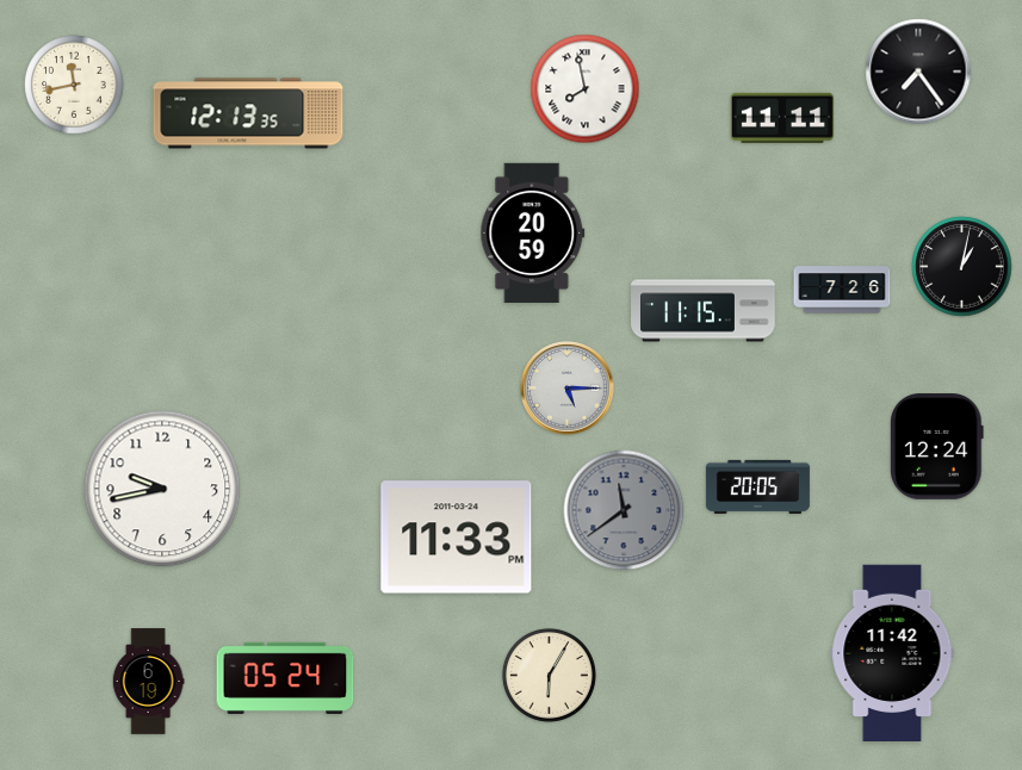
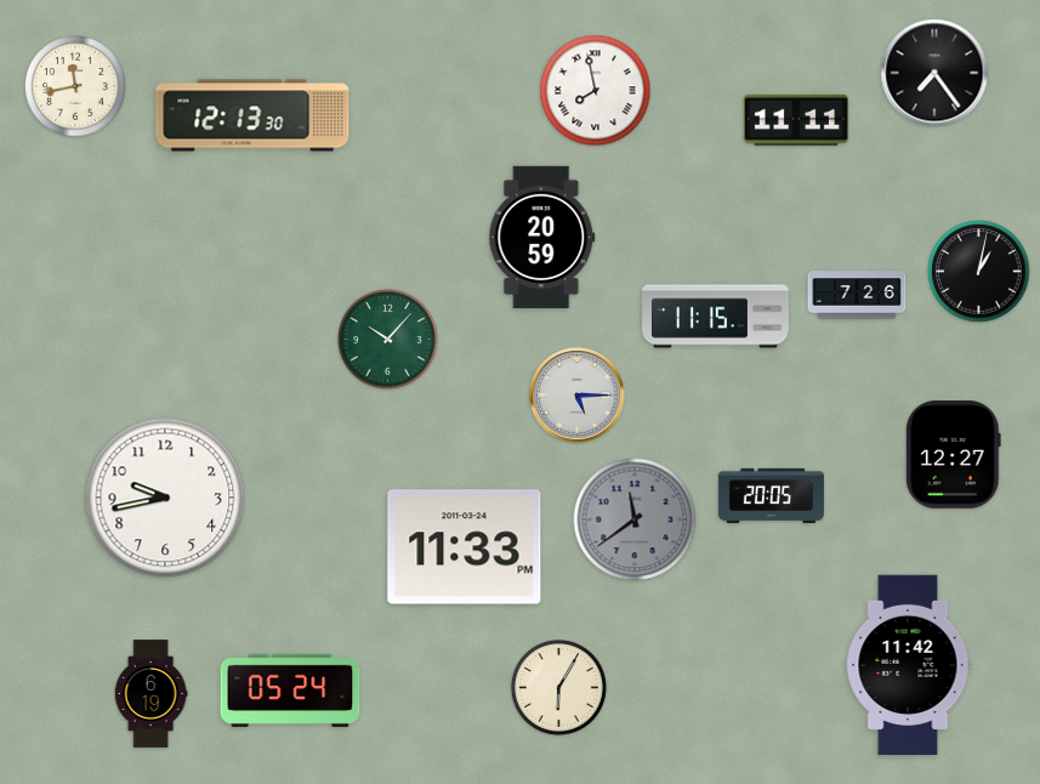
clock at (248, 113): 12:13:35 -> 12:13:30
clock at (388, 340): none -> 10:07
clock at (937, 447): 12:24 -> 12:27
